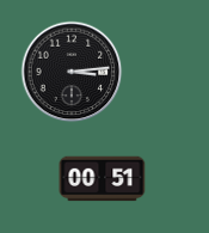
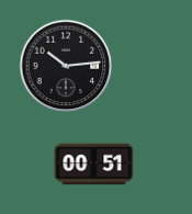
clock at (72, 72): 3:14 -> 10:14
